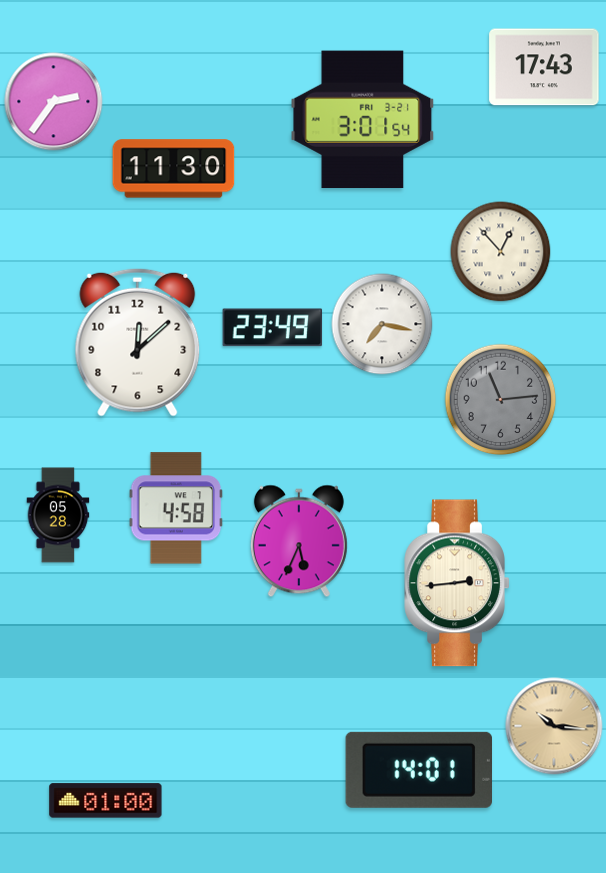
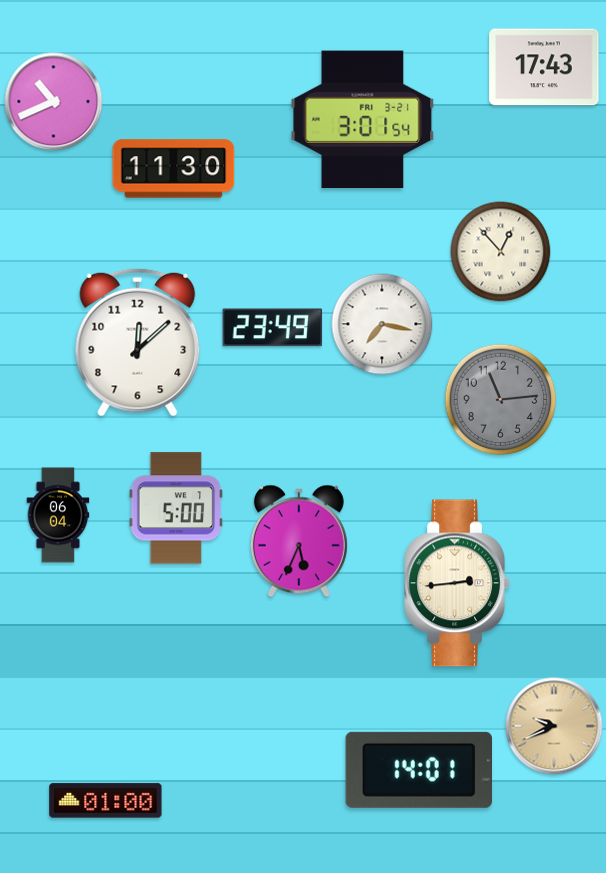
clock at (54, 102): 2:36 -> 10:41
clock at (176, 508): 4:58 -> 5:00
clock at (58, 515): 05:28 -> 06:04
clock at (554, 726): 10:16 -> 9:41
